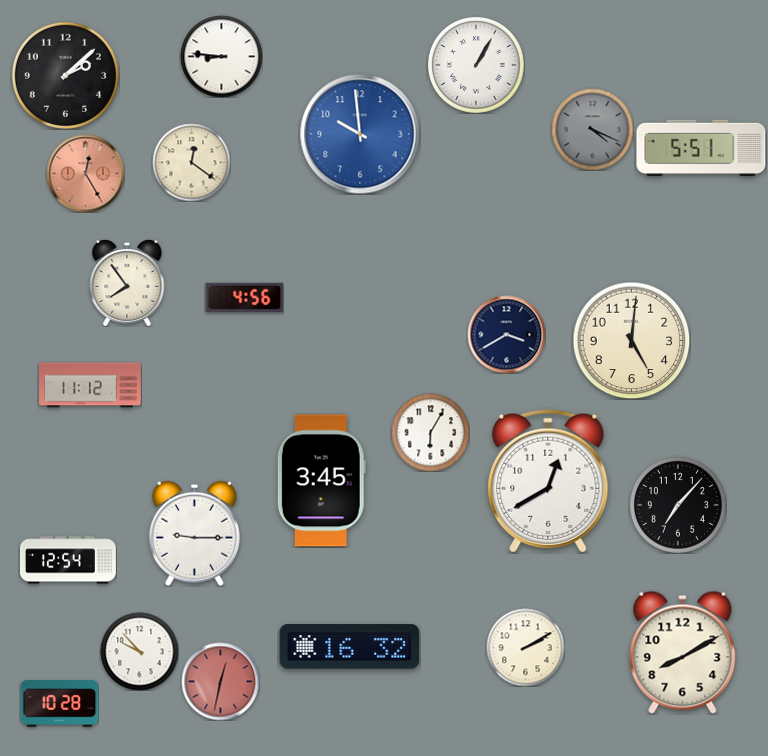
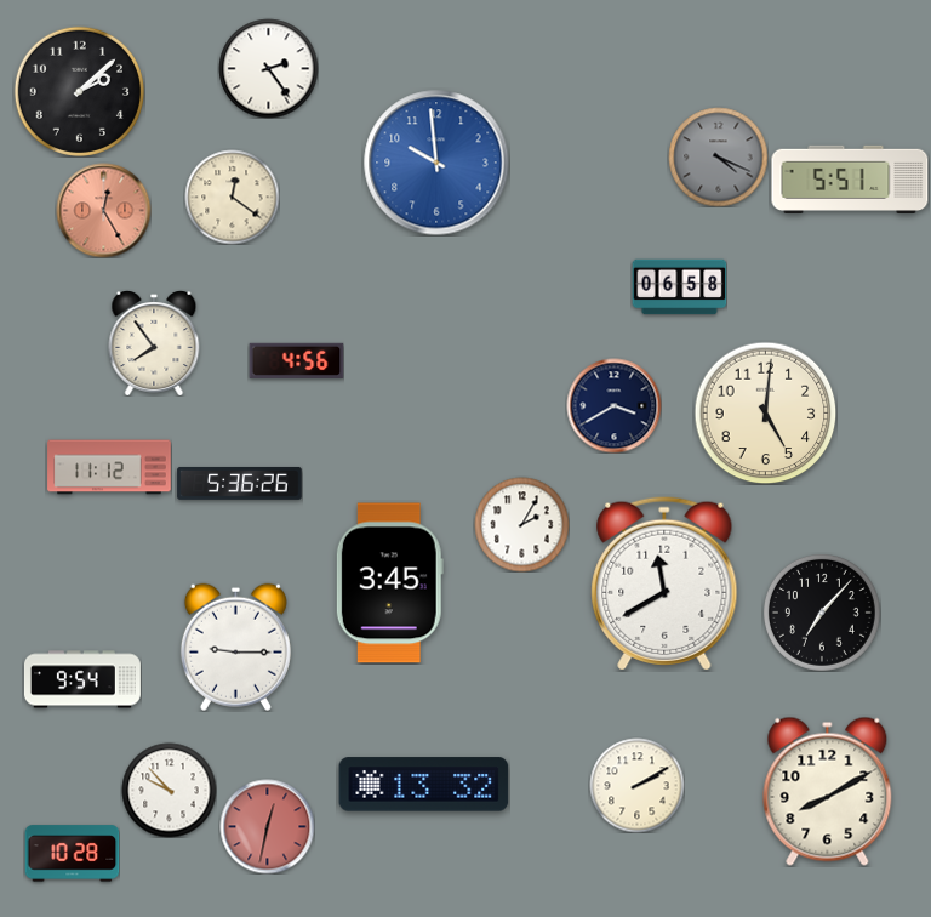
clock at (221, 56): 8:46 -> 2:24
clock at (476, 65): 1:05 -> none
clock at (679, 287): none -> 06:58
clock at (240, 483): none -> 5:36
clock at (430, 432): 6:05 -> 2:05
clock at (548, 481): 12:40 -> 11:40
clock at (68, 560): 12:54 -> 9:54
clock at (350, 647): 16:32 -> 13:32
